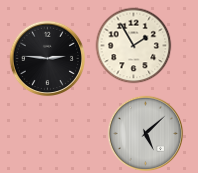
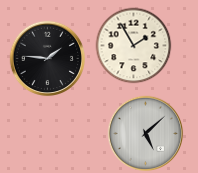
clock at (48, 59): 2:46 -> 1:46
